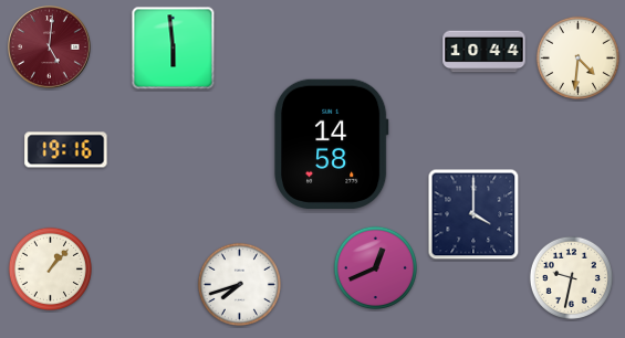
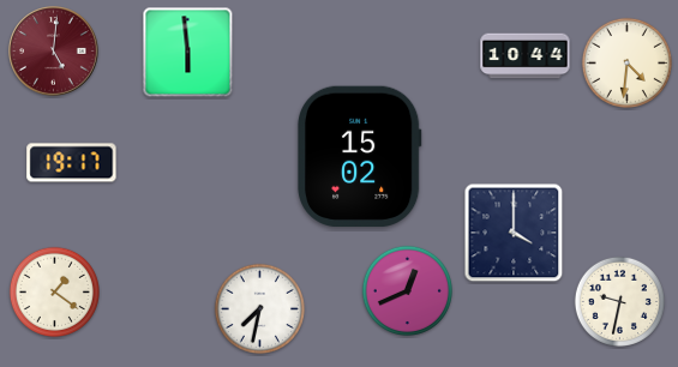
clock at (331, 144): 14:58 -> 15:02
clock at (66, 150): 19:16 -> 19:17
clock at (50, 268): 1:07 -> 1:21
clock at (239, 284): 7:42 -> 7:32
